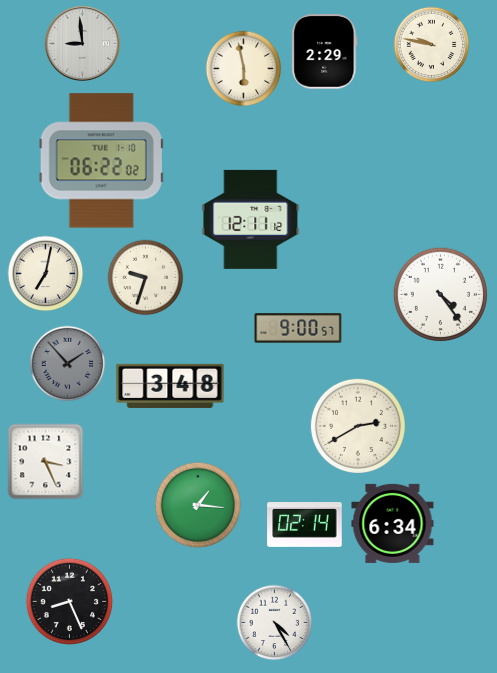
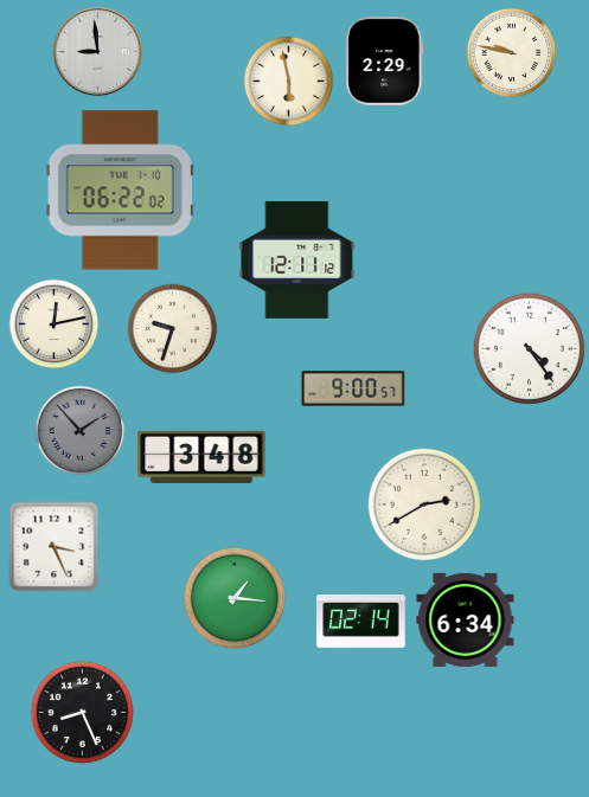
clock at (46, 274): 7:02 -> 12:13
clock at (440, 294) position: (440, 294) -> (529, 348)
clock at (275, 623): 4:25 -> none
